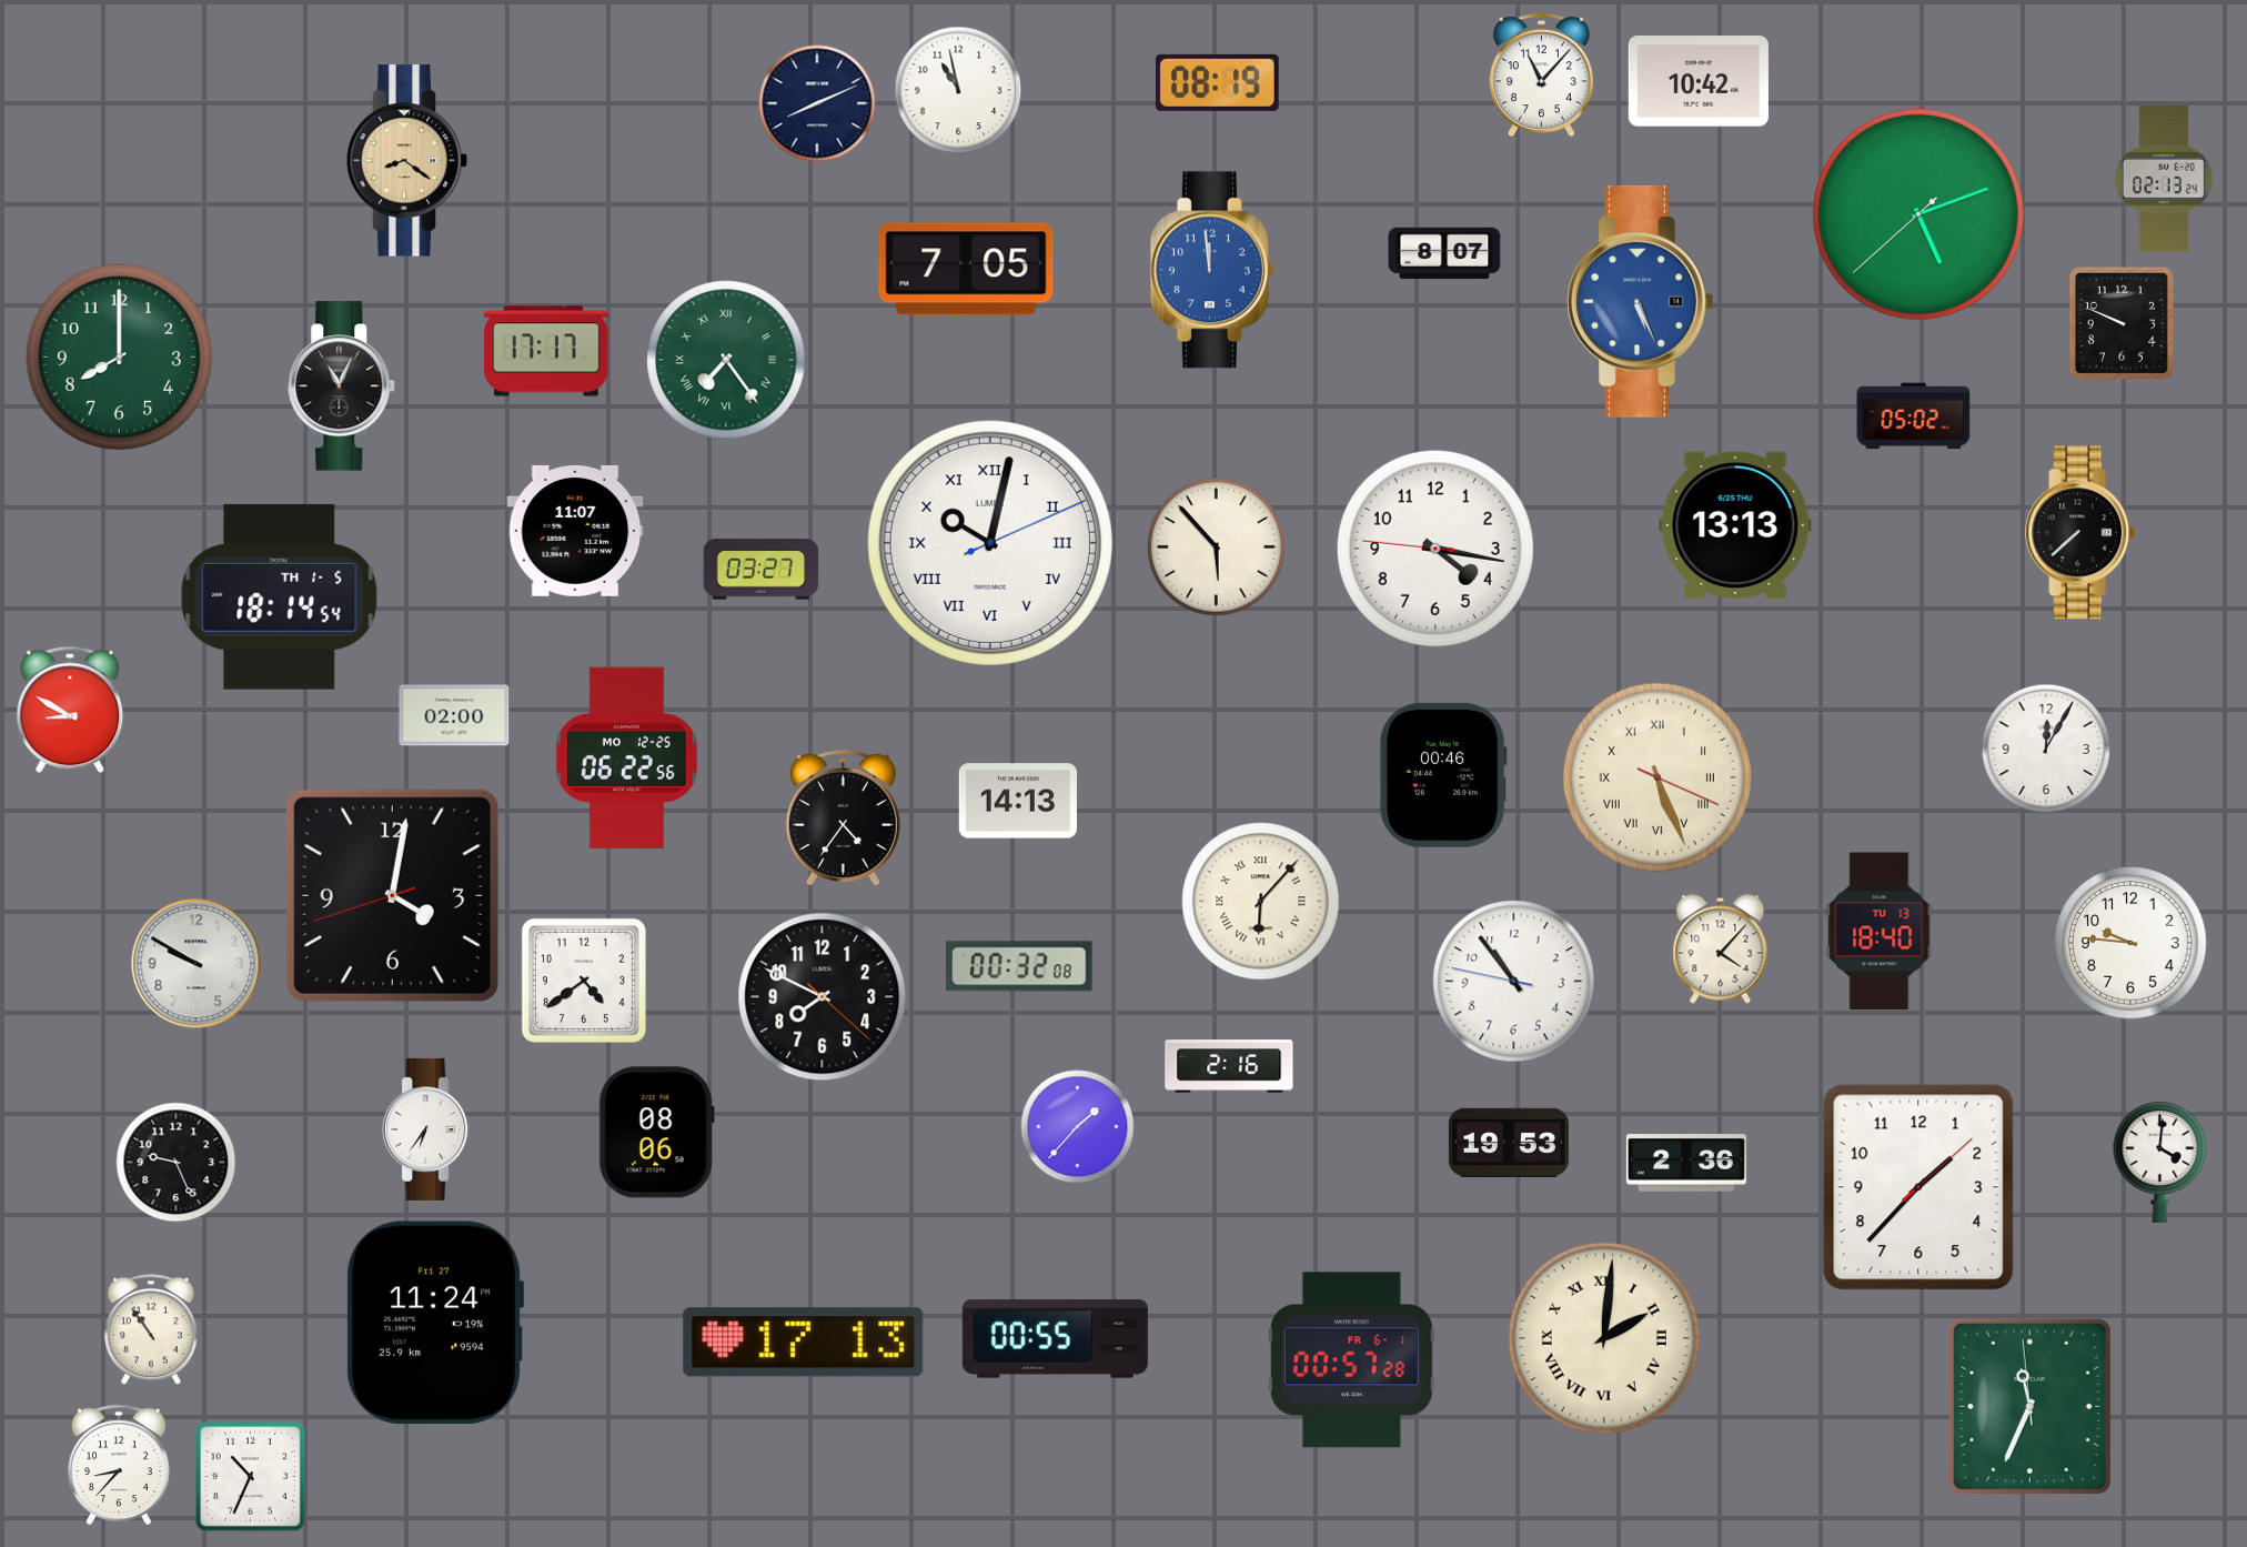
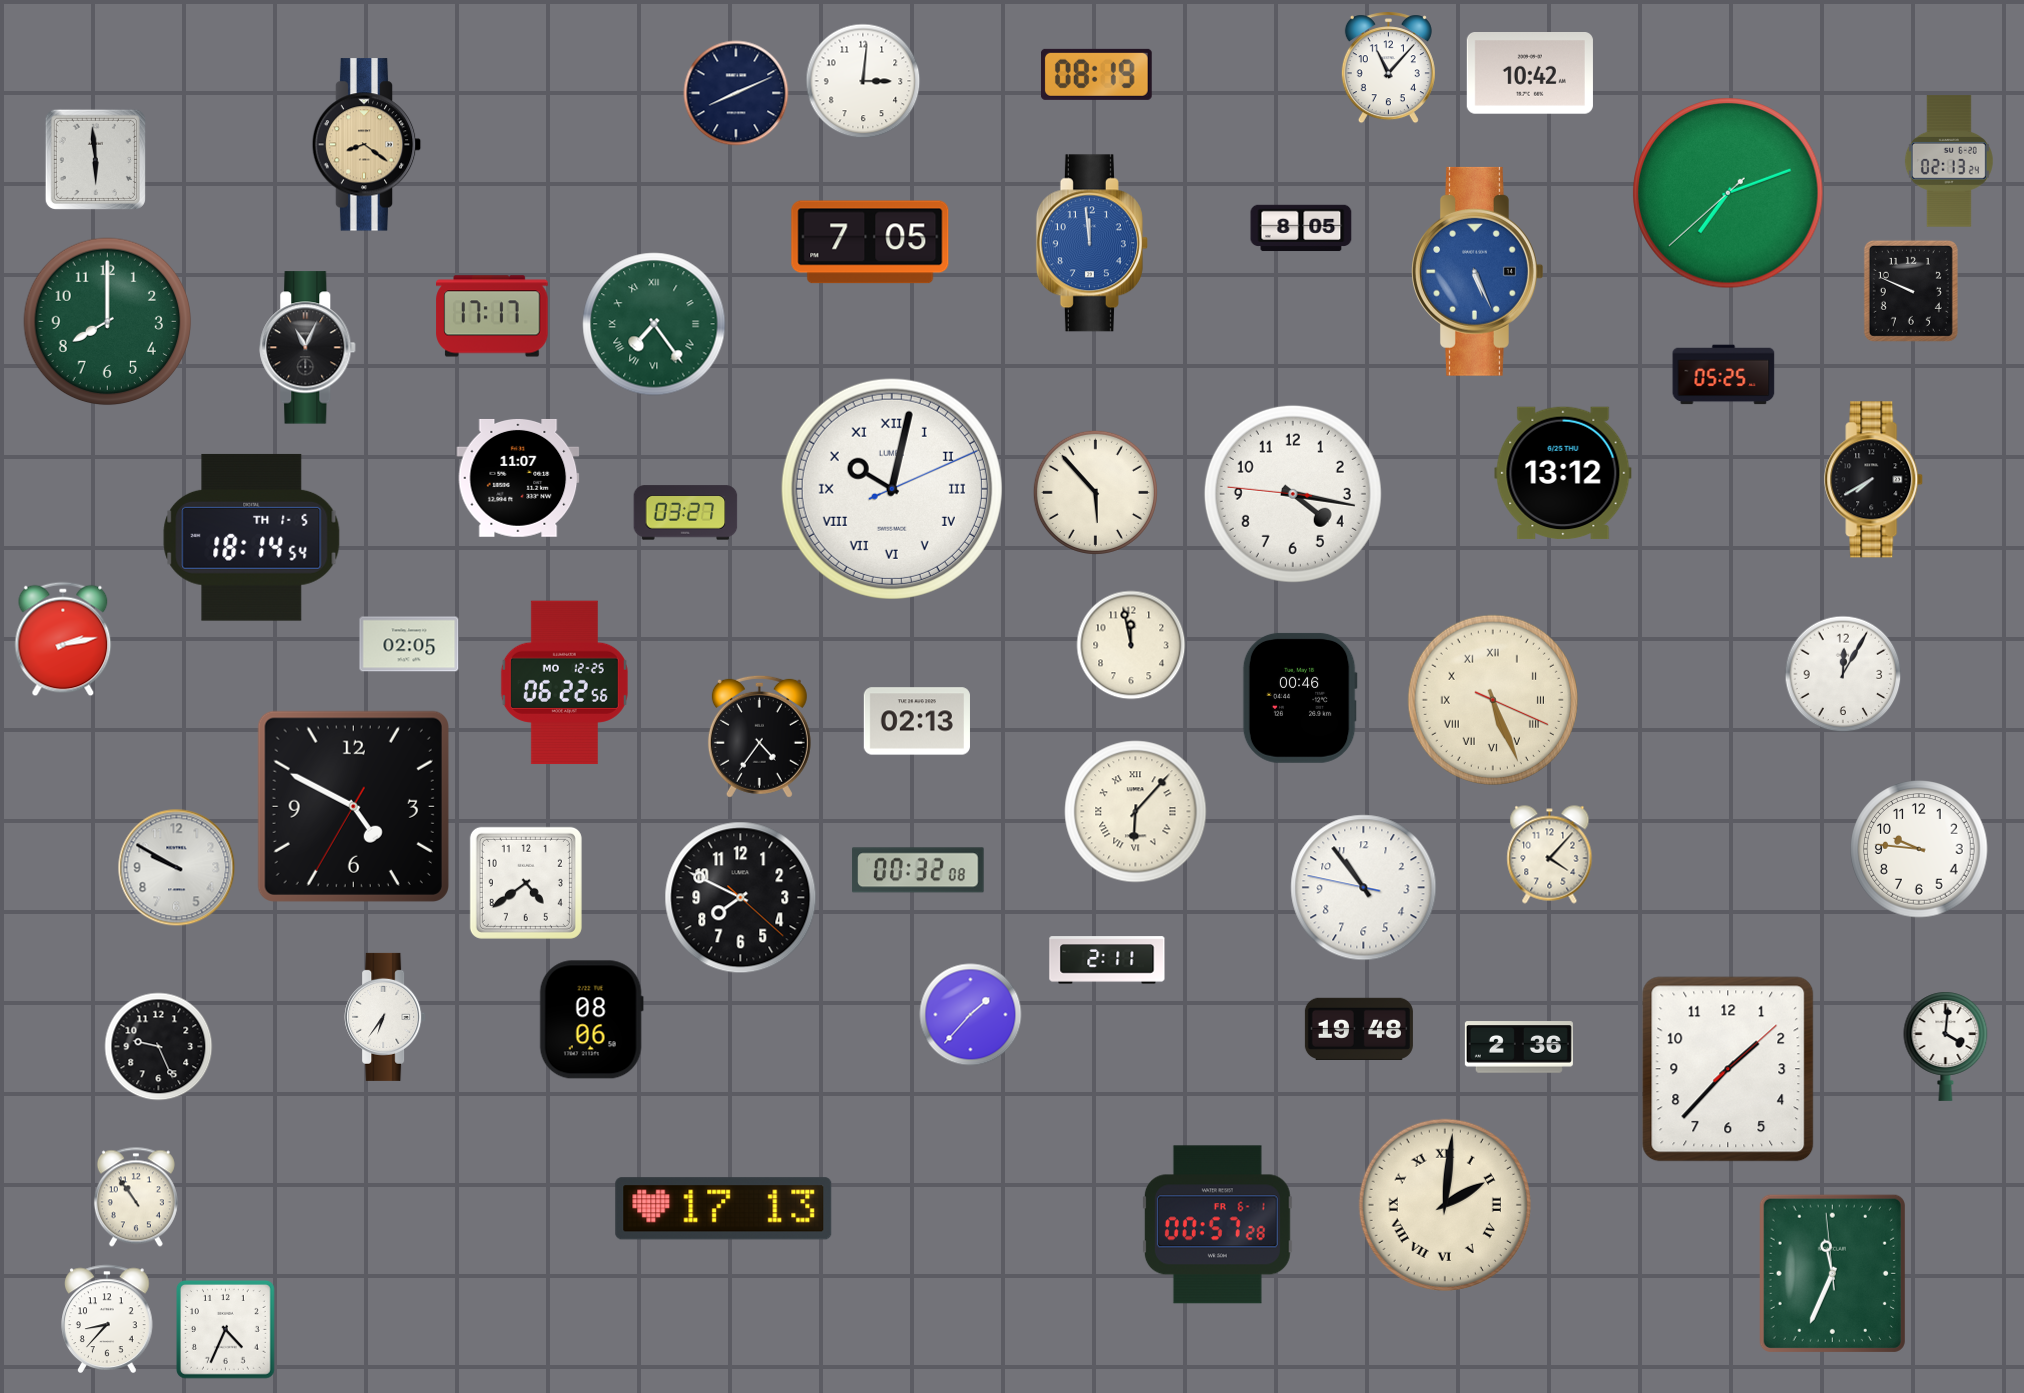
clock at (958, 90): 10:58 -> 3:01
clock at (95, 159): none -> 5:59
clock at (1918, 214): 5:11 -> 7:11
clock at (1444, 253): 8:07 -> 8:05
clock at (1914, 416): 05:02 -> 05:25
clock at (1735, 525): 13:13 -> 13:12
clock at (2080, 533): 7:38 -> 7:40
clock at (70, 710): 8:50 -> 2:13
clock at (454, 715): 02:00 -> 02:05
clock at (1131, 645): none -> 11:58
clock at (1017, 801): 14:13 -> 02:13
clock at (392, 895): 4:01 -> 4:49
clock at (1880, 932): 18:40 -> none
clock at (1514, 982) position: (1514, 982) -> (1364, 888)
clock at (1229, 1066): 2:16 -> 2:11
clock at (1509, 1142): 19:53 -> 19:48
clock at (434, 1323): 11:24 -> none
clock at (1055, 1339): 00:55 -> none
clock at (2029, 1406) position: (2029, 1406) -> (1832, 1273)
clock at (251, 1477): 10:34 -> 4:34
